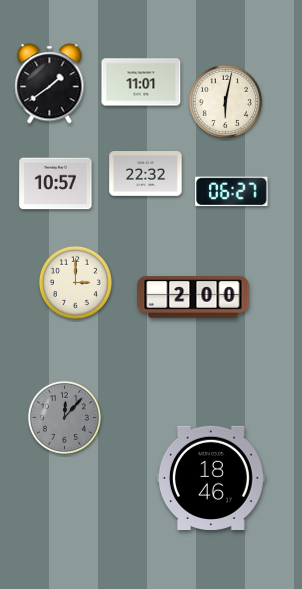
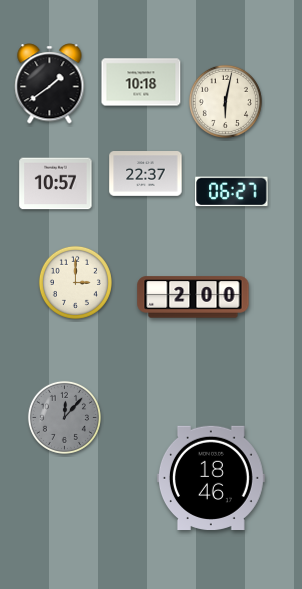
clock at (141, 82): 11:01 -> 10:18
clock at (146, 174): 22:32 -> 22:37
